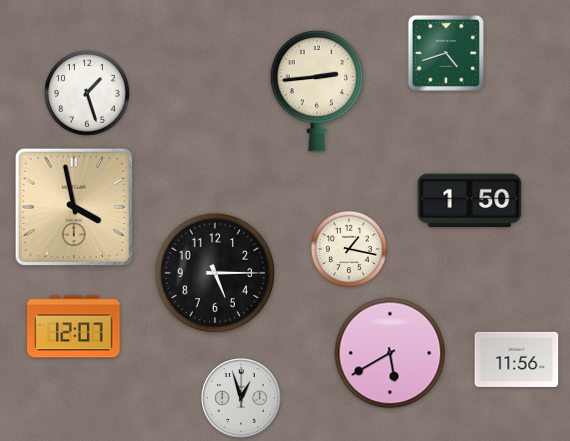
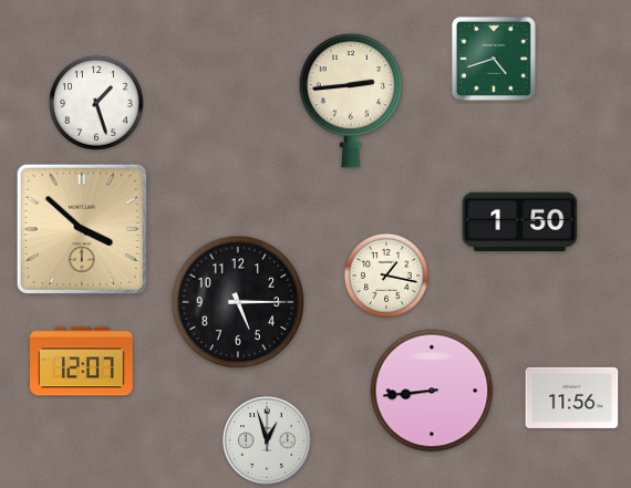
clock at (73, 206): 3:58 -> 3:52
clock at (390, 353): 5:40 -> 8:44
